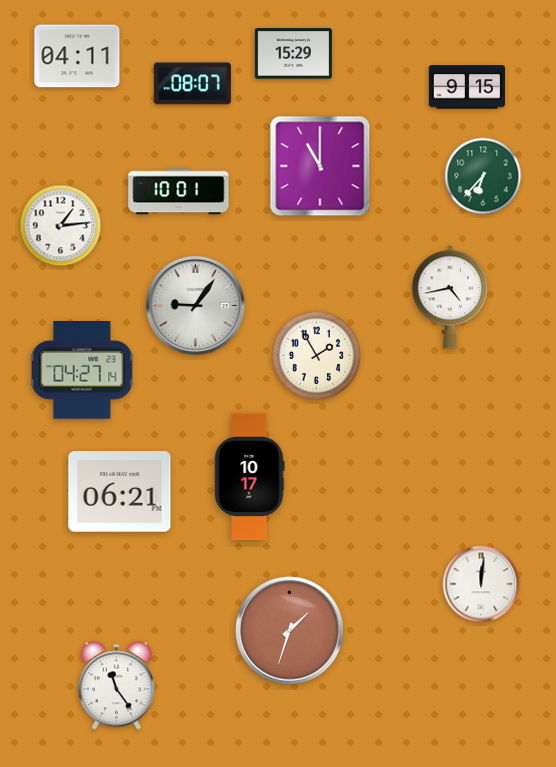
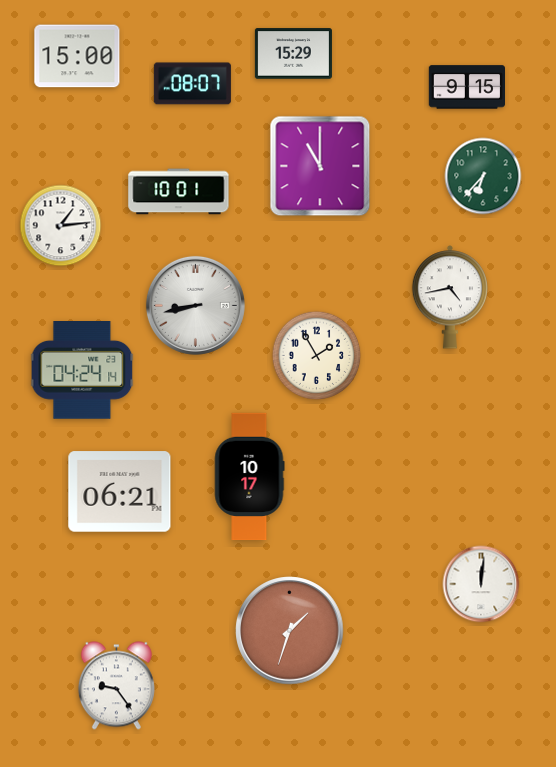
clock at (77, 56): 04:11 -> 15:00
clock at (195, 305): 9:06 -> 8:43
clock at (82, 371): 04:27 -> 04:24
clock at (116, 686): 11:24 -> 9:24
